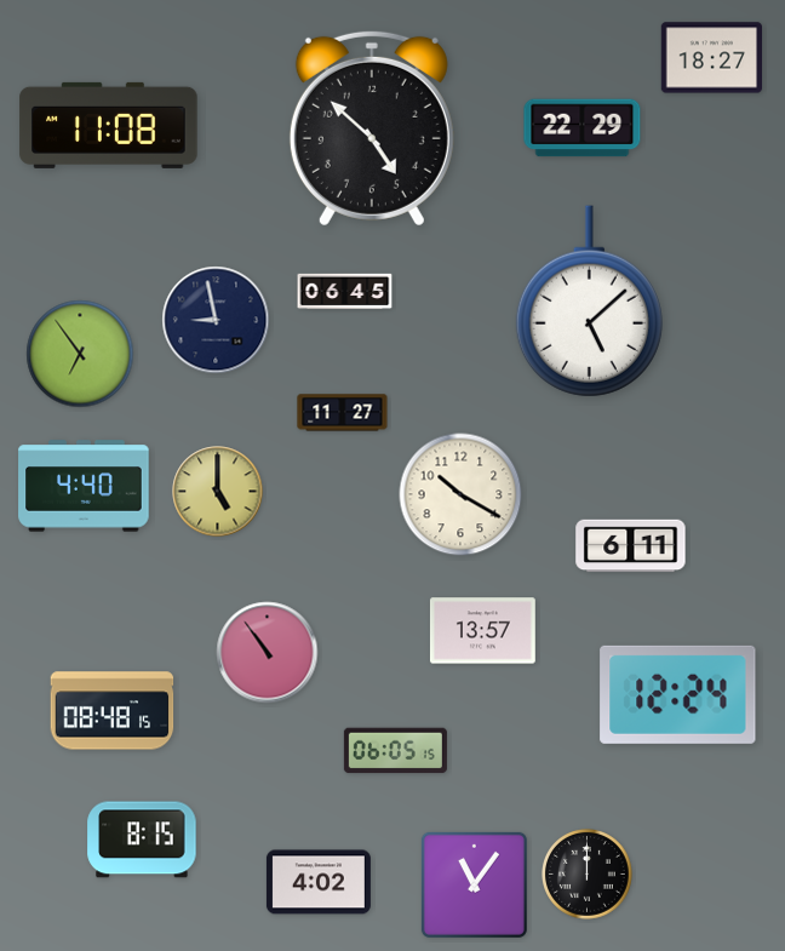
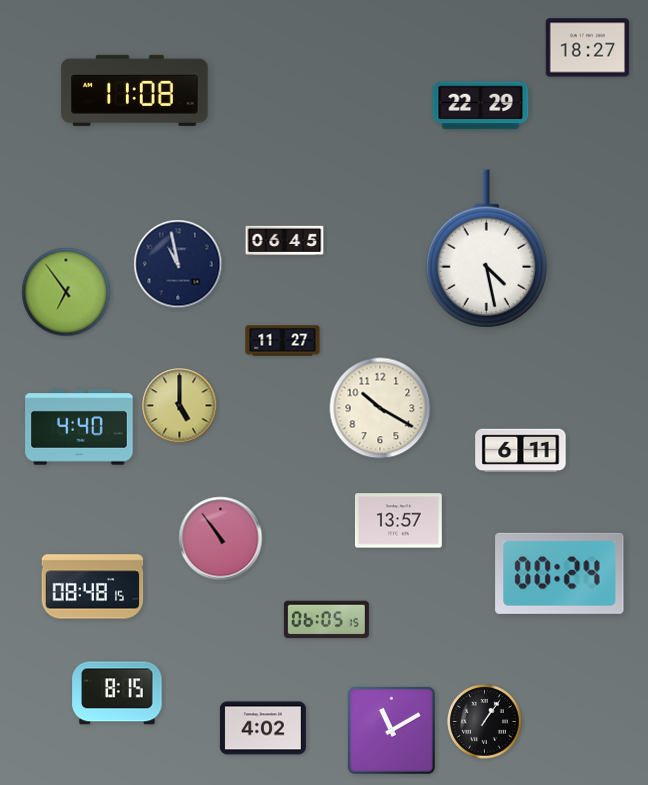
clock at (109, 125) position: (109, 125) -> (135, 90)
clock at (372, 128): 4:52 -> none
clock at (589, 302): 5:08 -> 4:28
clock at (216, 320): 8:58 -> 10:58
clock at (84, 486) position: (84, 486) -> (79, 427)
clock at (678, 694): 12:24 -> 00:24
clock at (588, 875): 12:00 -> 1:06
clock at (474, 884): 11:06 -> 11:10
